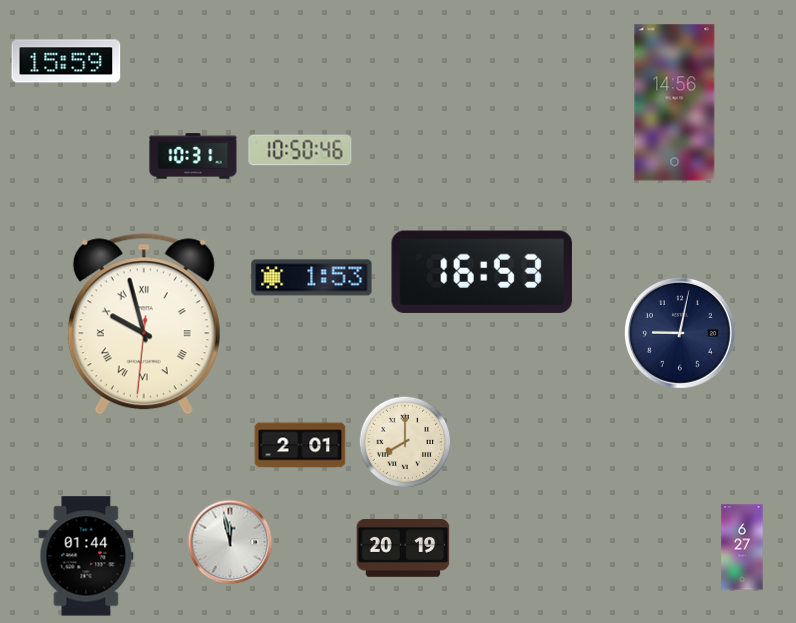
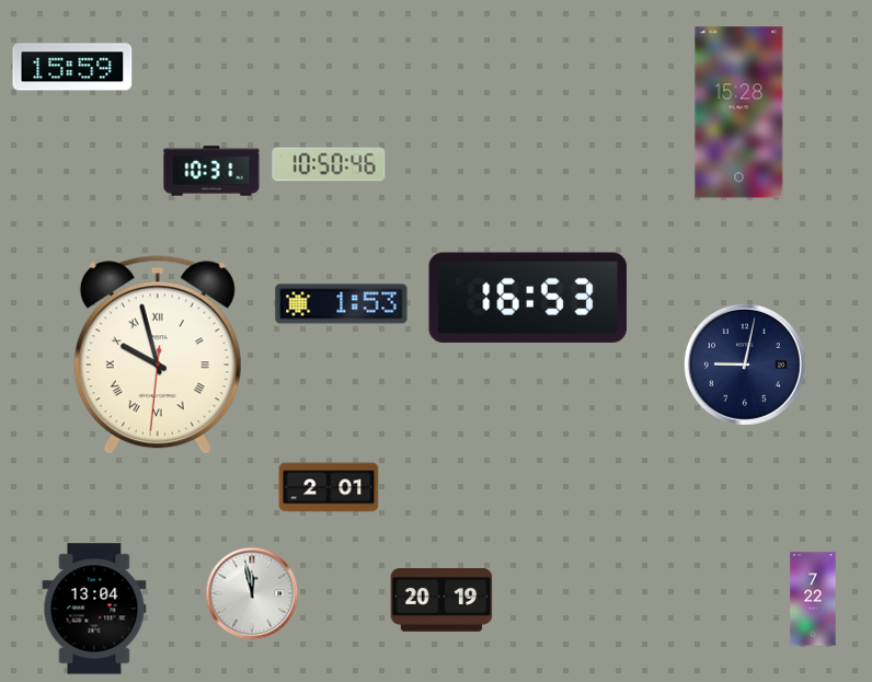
clock at (675, 103): 14:56 -> 15:28
clock at (405, 442): 8:00 -> none
clock at (742, 547): 6:27 -> 7:22
clock at (86, 556): 01:44 -> 13:04
